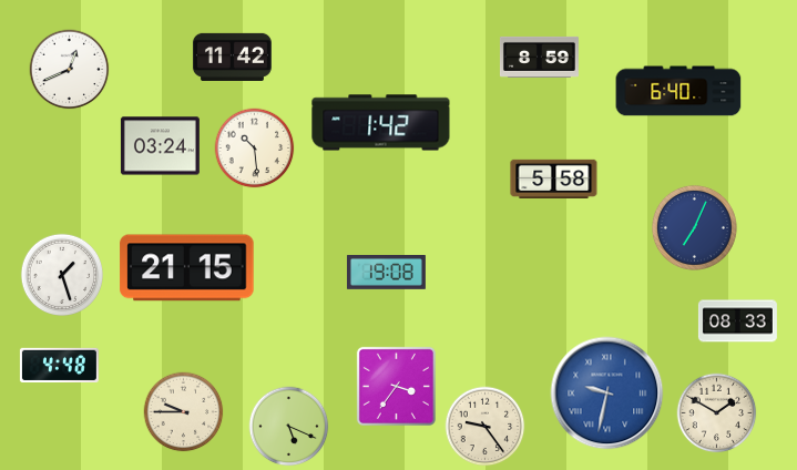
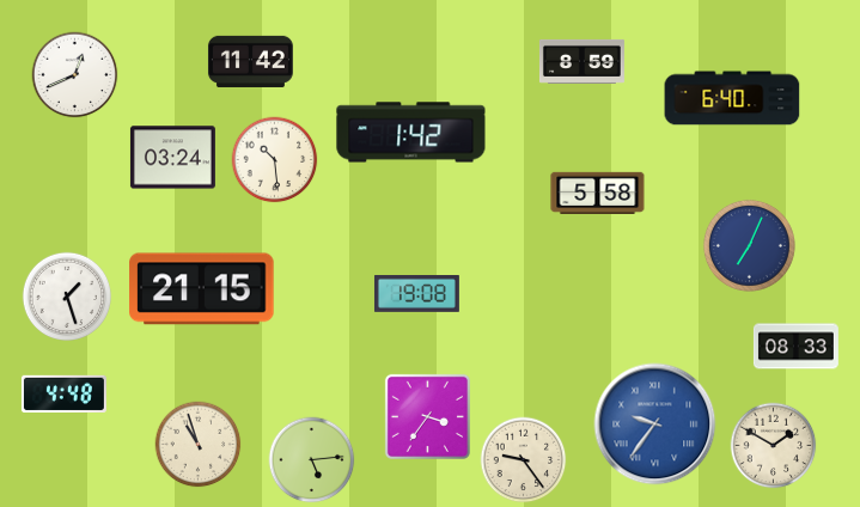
clock at (607, 394): 9:32 -> 9:36
clock at (184, 412): 9:45 -> 10:57
clock at (289, 427): 5:19 -> 5:14
